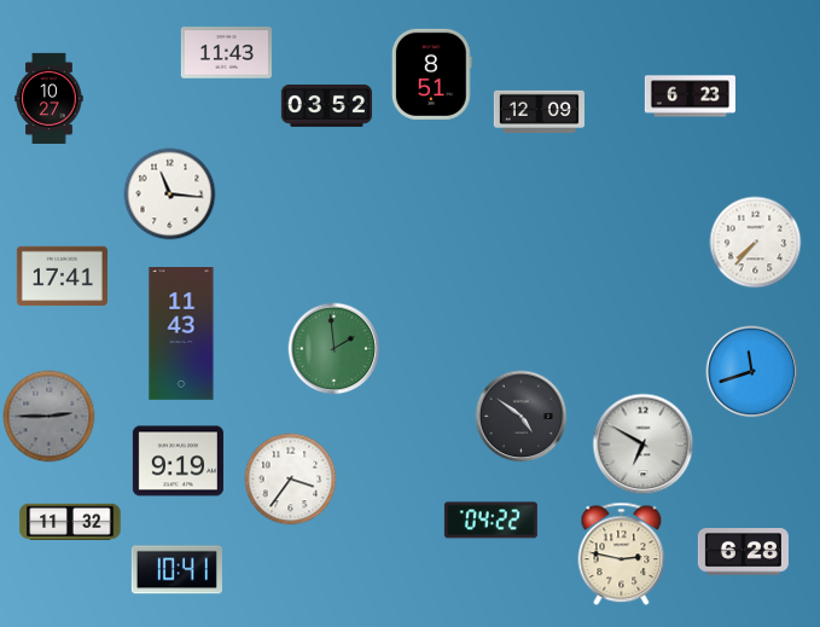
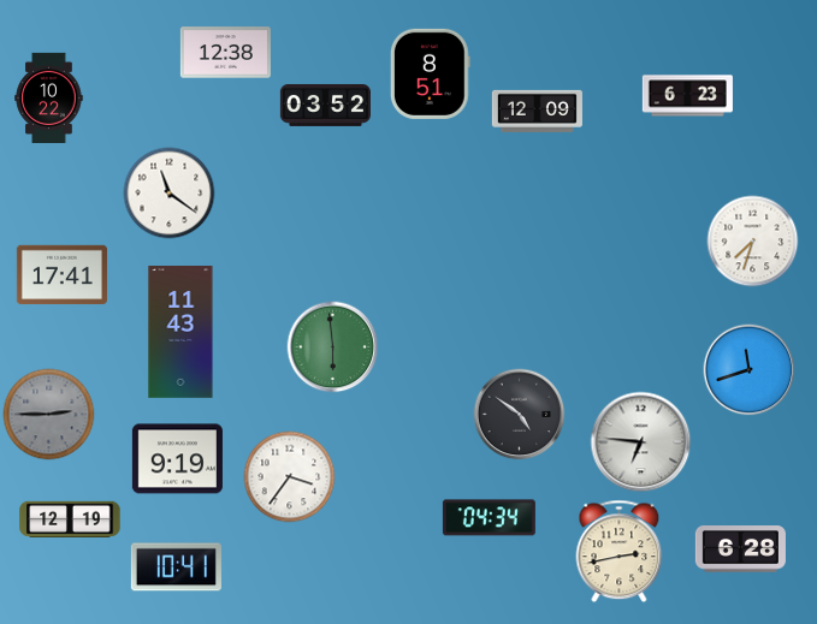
clock at (226, 53): 11:43 -> 12:38
clock at (50, 98): 10:27 -> 10:22
clock at (170, 195): 11:16 -> 11:21
clock at (756, 243): 7:37 -> 7:33
clock at (335, 349): 1:59 -> 5:59
clock at (644, 445): 6:50 -> 6:46
clock at (70, 521): 11:32 -> 12:19
clock at (490, 521): 04:22 -> 04:34
clock at (622, 555): 2:47 -> 2:43
